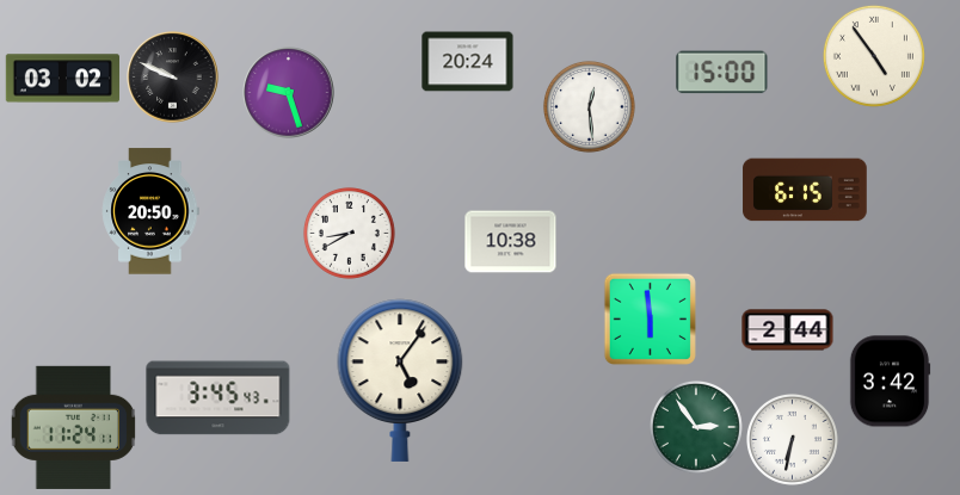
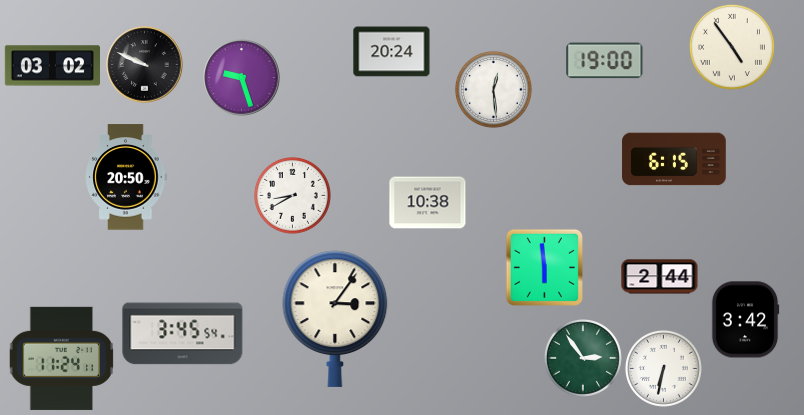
clock at (722, 73): 15:00 -> 19:00
clock at (400, 380): 5:06 -> 3:06
clock at (219, 398): 3:45:43 -> 3:45:54
